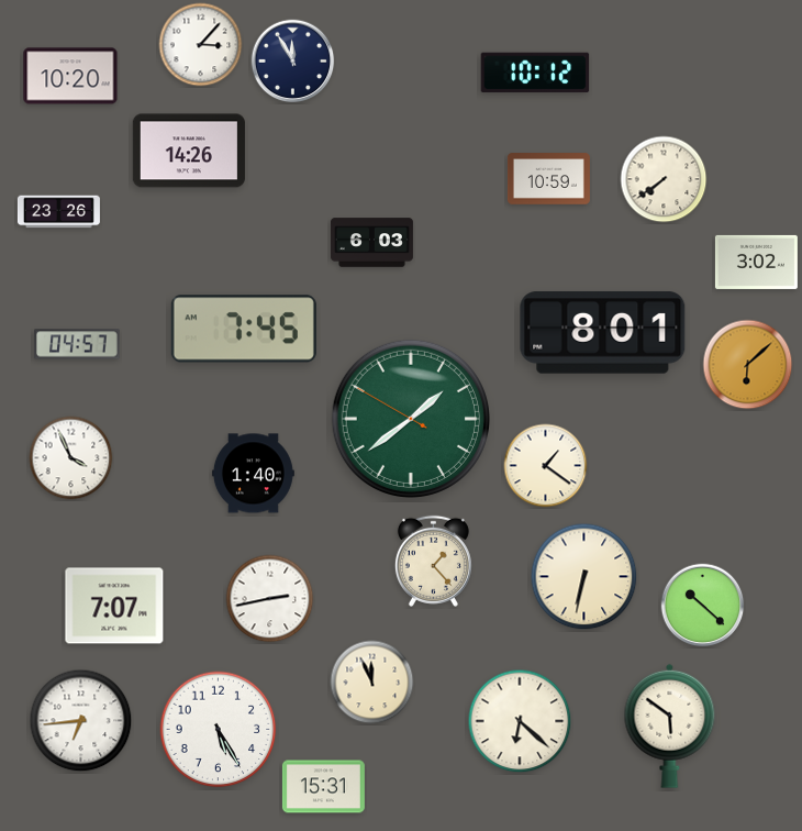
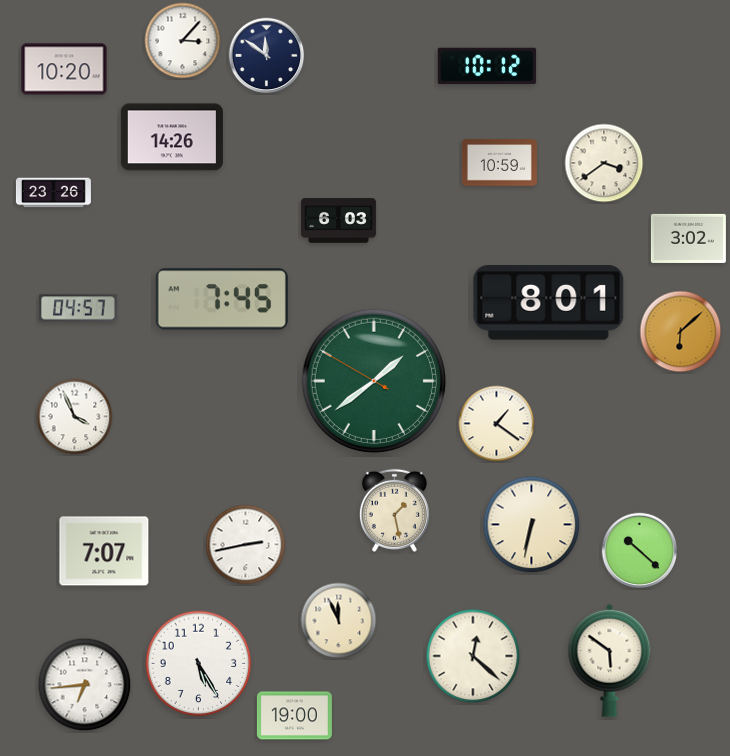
clock at (293, 62): 11:55 -> 11:51
clock at (664, 179): 7:39 -> 3:39
clock at (77, 344) position: (77, 344) -> (78, 308)
clock at (71, 458) position: (71, 458) -> (75, 417)
clock at (253, 474): 1:40 -> none
clock at (433, 561): 1:23 -> 1:28
clock at (81, 721) position: (81, 721) -> (85, 685)
clock at (520, 721): 6:22 -> 12:22
clock at (323, 787): 15:31 -> 19:00
